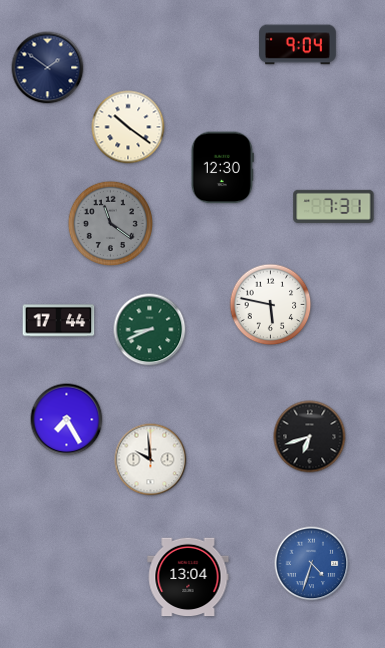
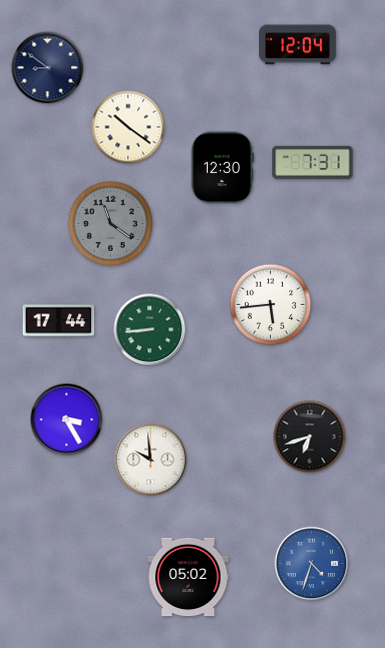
clock at (298, 45): 9:04 -> 12:04
clock at (48, 68): 1:51 -> 8:51
clock at (334, 206) position: (334, 206) -> (313, 162)
clock at (271, 305): 5:47 -> 5:44
clock at (150, 330): 8:41 -> 8:44
clock at (67, 420): 7:25 -> 3:25
clock at (188, 577): 13:04 -> 05:02
